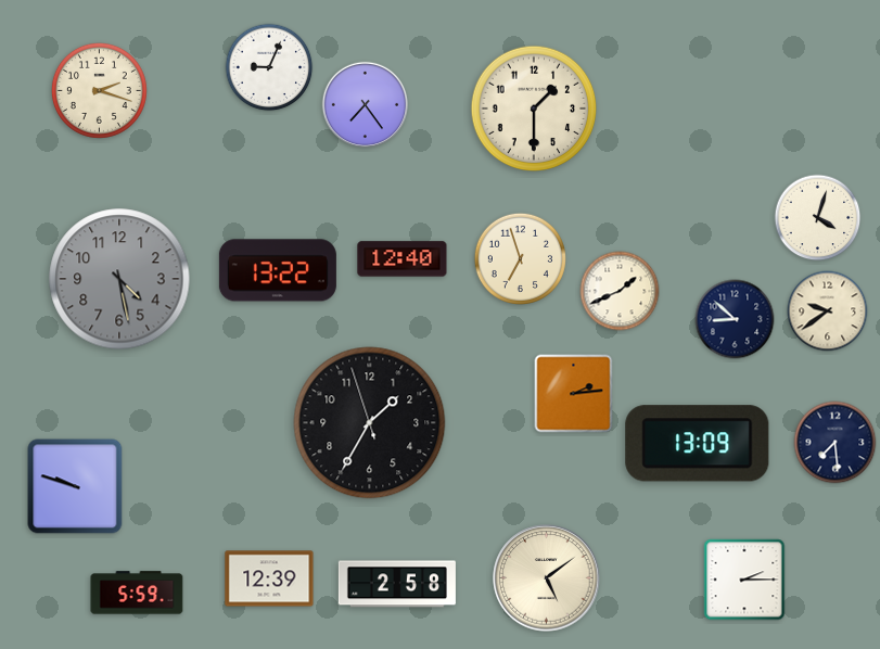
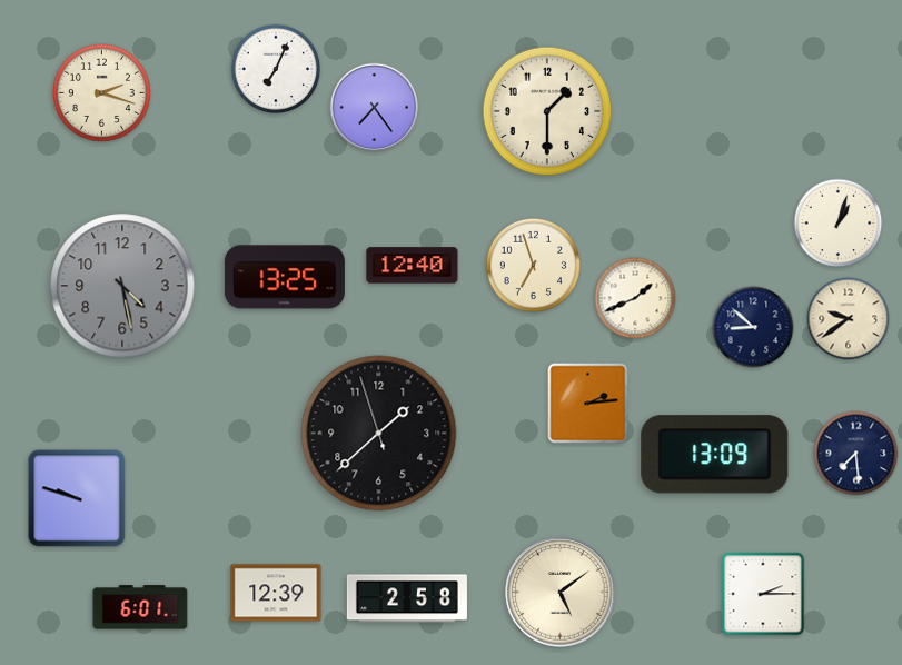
clock at (269, 67): 9:04 -> 7:04
clock at (818, 218): 4:03 -> 1:03
clock at (278, 270): 13:22 -> 13:25
clock at (370, 423): 1:34 -> 1:37
clock at (137, 593): 5:59 -> 6:01
